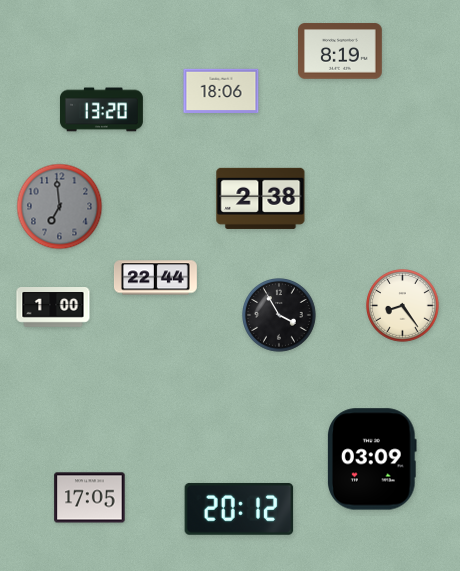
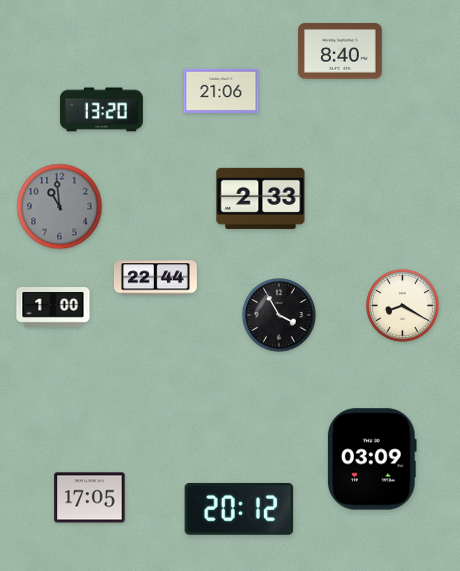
clock at (340, 51): 8:19 -> 8:40
clock at (221, 90): 18:06 -> 21:06
clock at (261, 198): 2:38 -> 2:33
clock at (60, 207): 6:59 -> 10:59
clock at (403, 306): 8:24 -> 8:20
